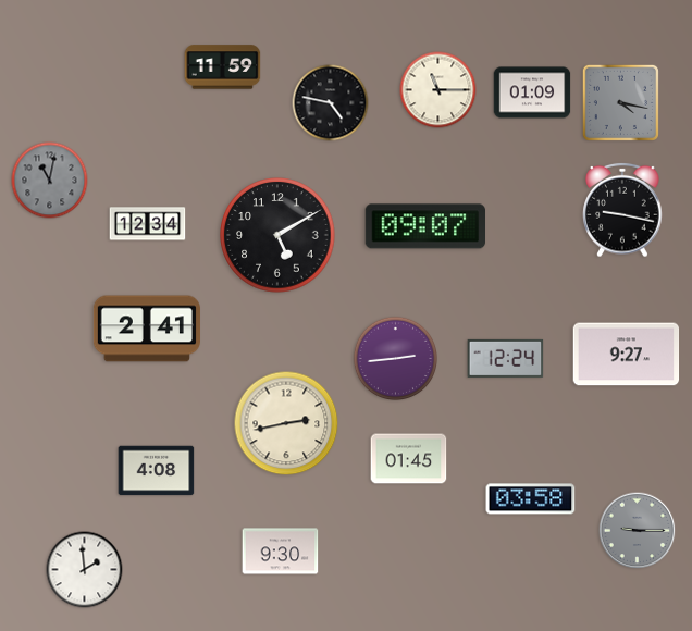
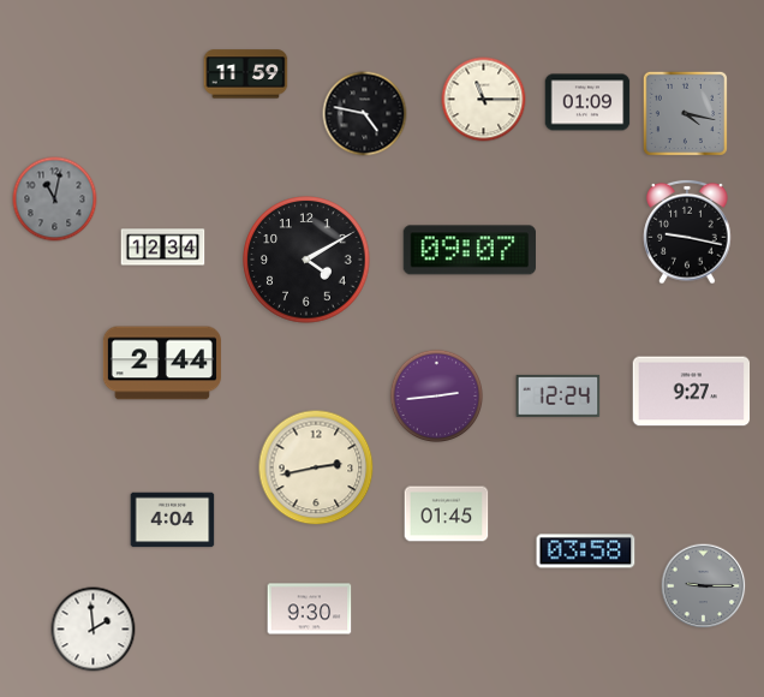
clock at (277, 235): 5:10 -> 4:10
clock at (147, 329): 2:41 -> 2:44
clock at (409, 459) position: (409, 459) -> (447, 514)
clock at (157, 471): 4:08 -> 4:04
